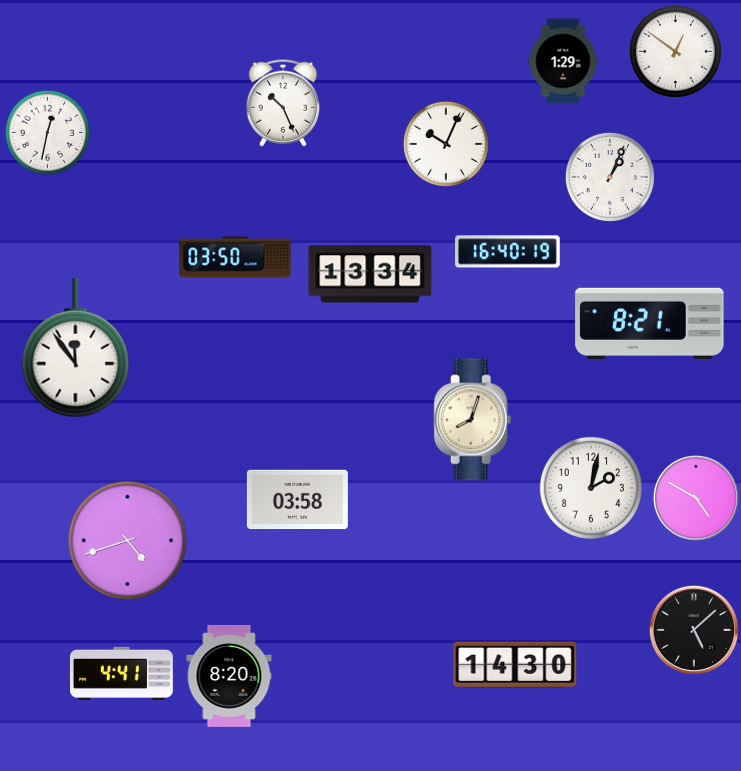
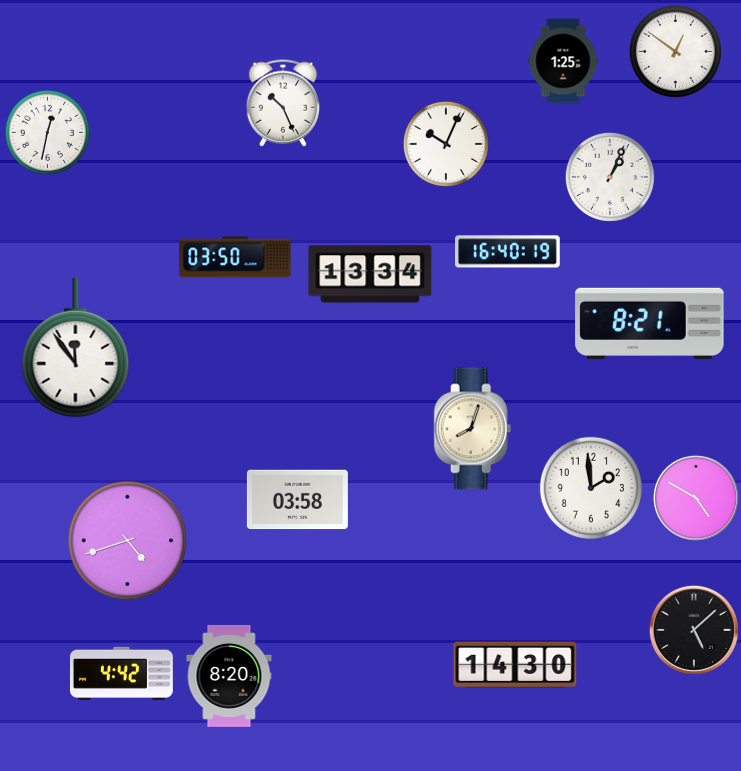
clock at (563, 61): 1:29 -> 1:25
clock at (473, 420) position: (473, 420) -> (473, 429)
clock at (590, 487): 2:02 -> 1:59
clock at (122, 673): 4:41 -> 4:42
